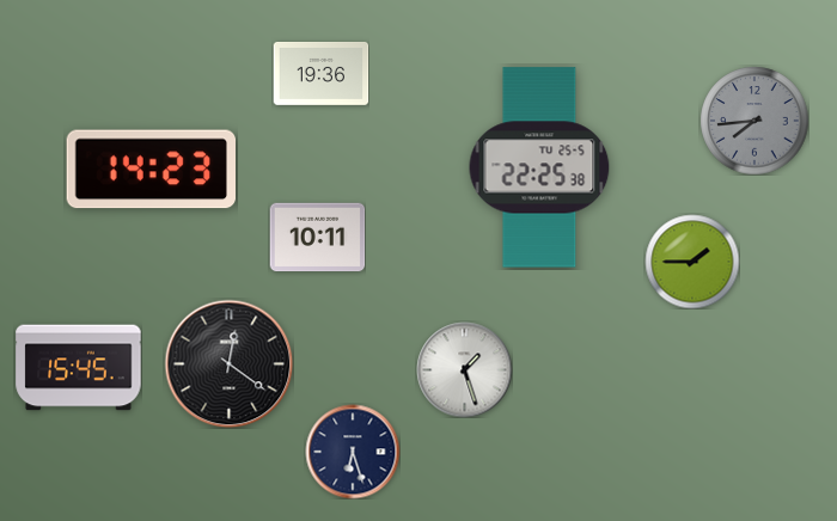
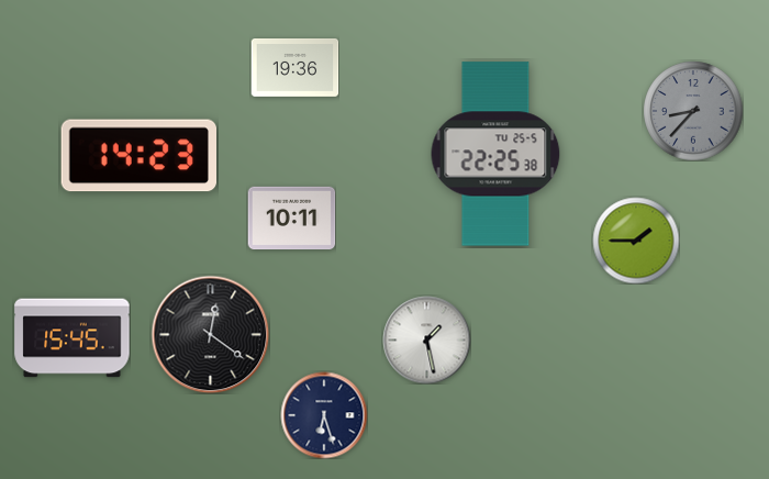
clock at (754, 121): 7:44 -> 8:37
clock at (464, 369): 1:27 -> 1:28
